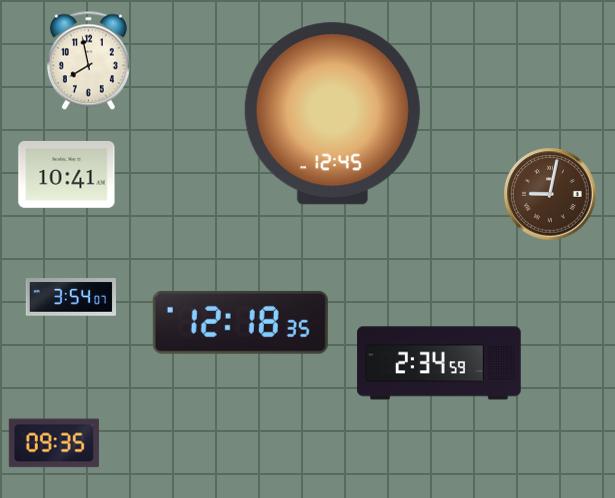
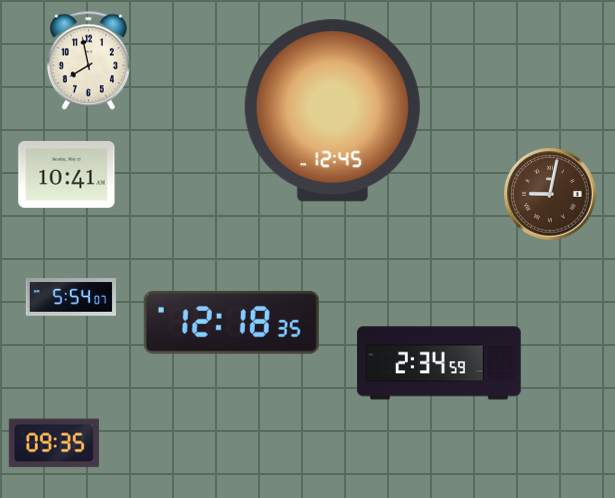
clock at (332, 114) position: (332, 114) -> (332, 111)
clock at (71, 297): 3:54 -> 5:54
clock at (240, 322) position: (240, 322) -> (231, 322)
